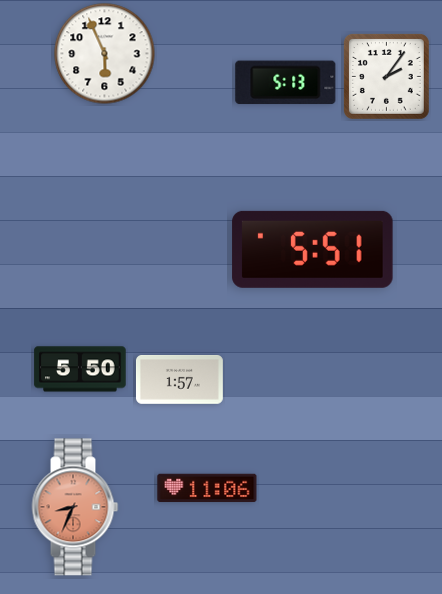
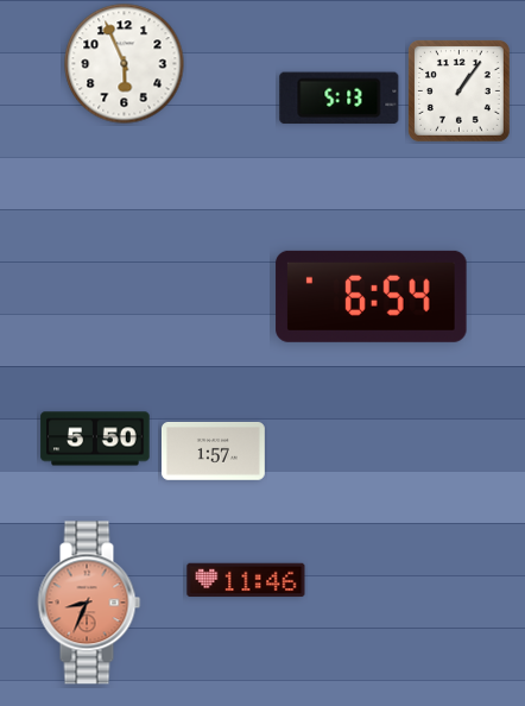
clock at (387, 77): 2:06 -> 1:06
clock at (313, 249): 5:51 -> 6:54
clock at (207, 488): 11:06 -> 11:46
